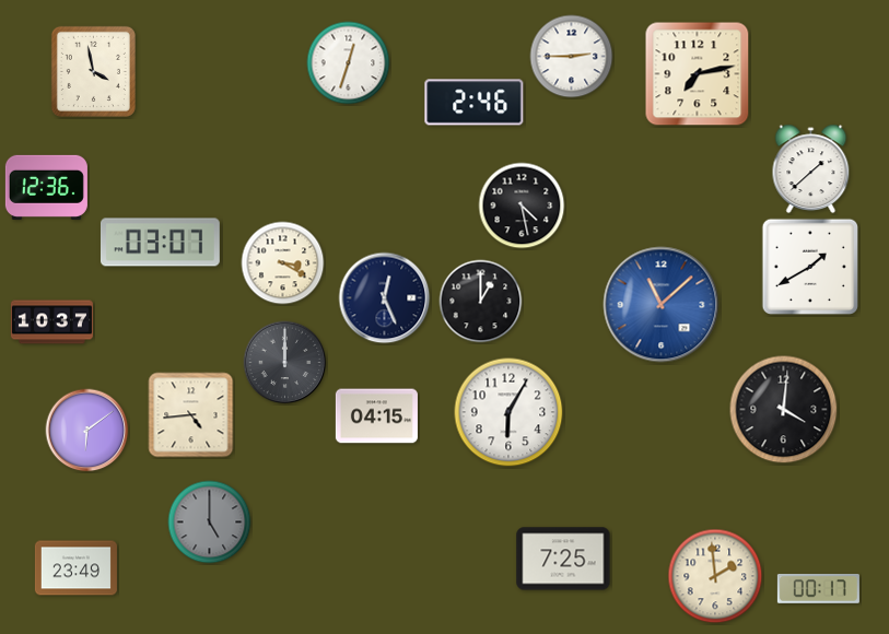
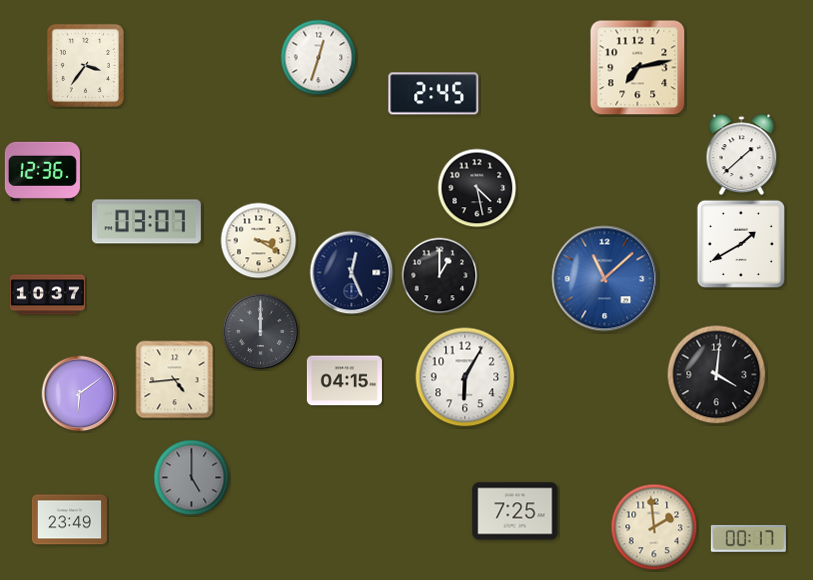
clock at (572, 57): 2:45 -> none
clock at (93, 71): 3:58 -> 3:36
clock at (475, 103): 2:46 -> 2:45
